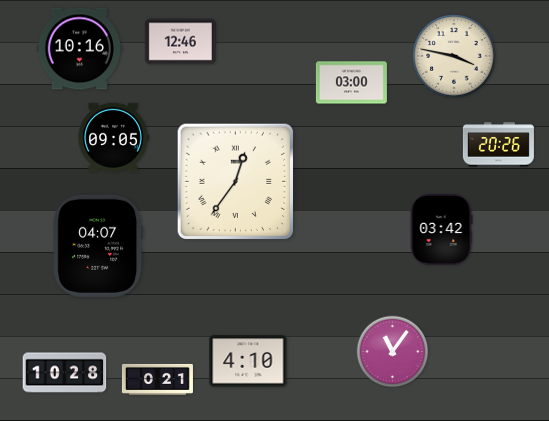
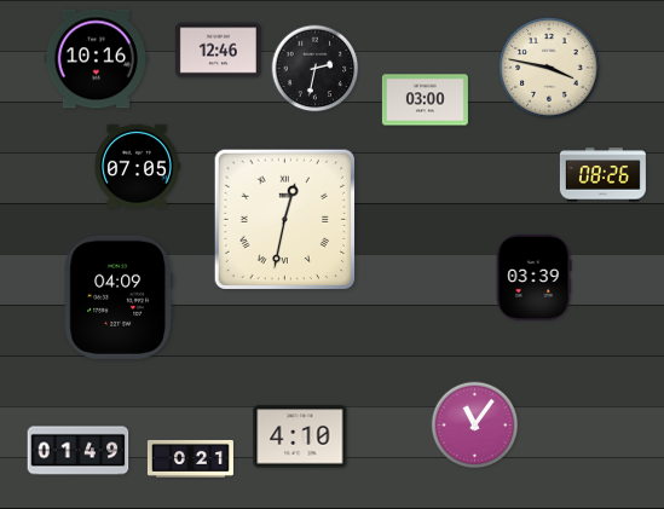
clock at (316, 69): none -> 2:32
clock at (113, 137): 09:05 -> 07:05
clock at (498, 145): 20:26 -> 08:26
clock at (236, 182): 12:36 -> 12:32
clock at (441, 229): 03:42 -> 03:39
clock at (98, 246): 04:07 -> 04:09
clock at (65, 373): 10:28 -> 01:49
